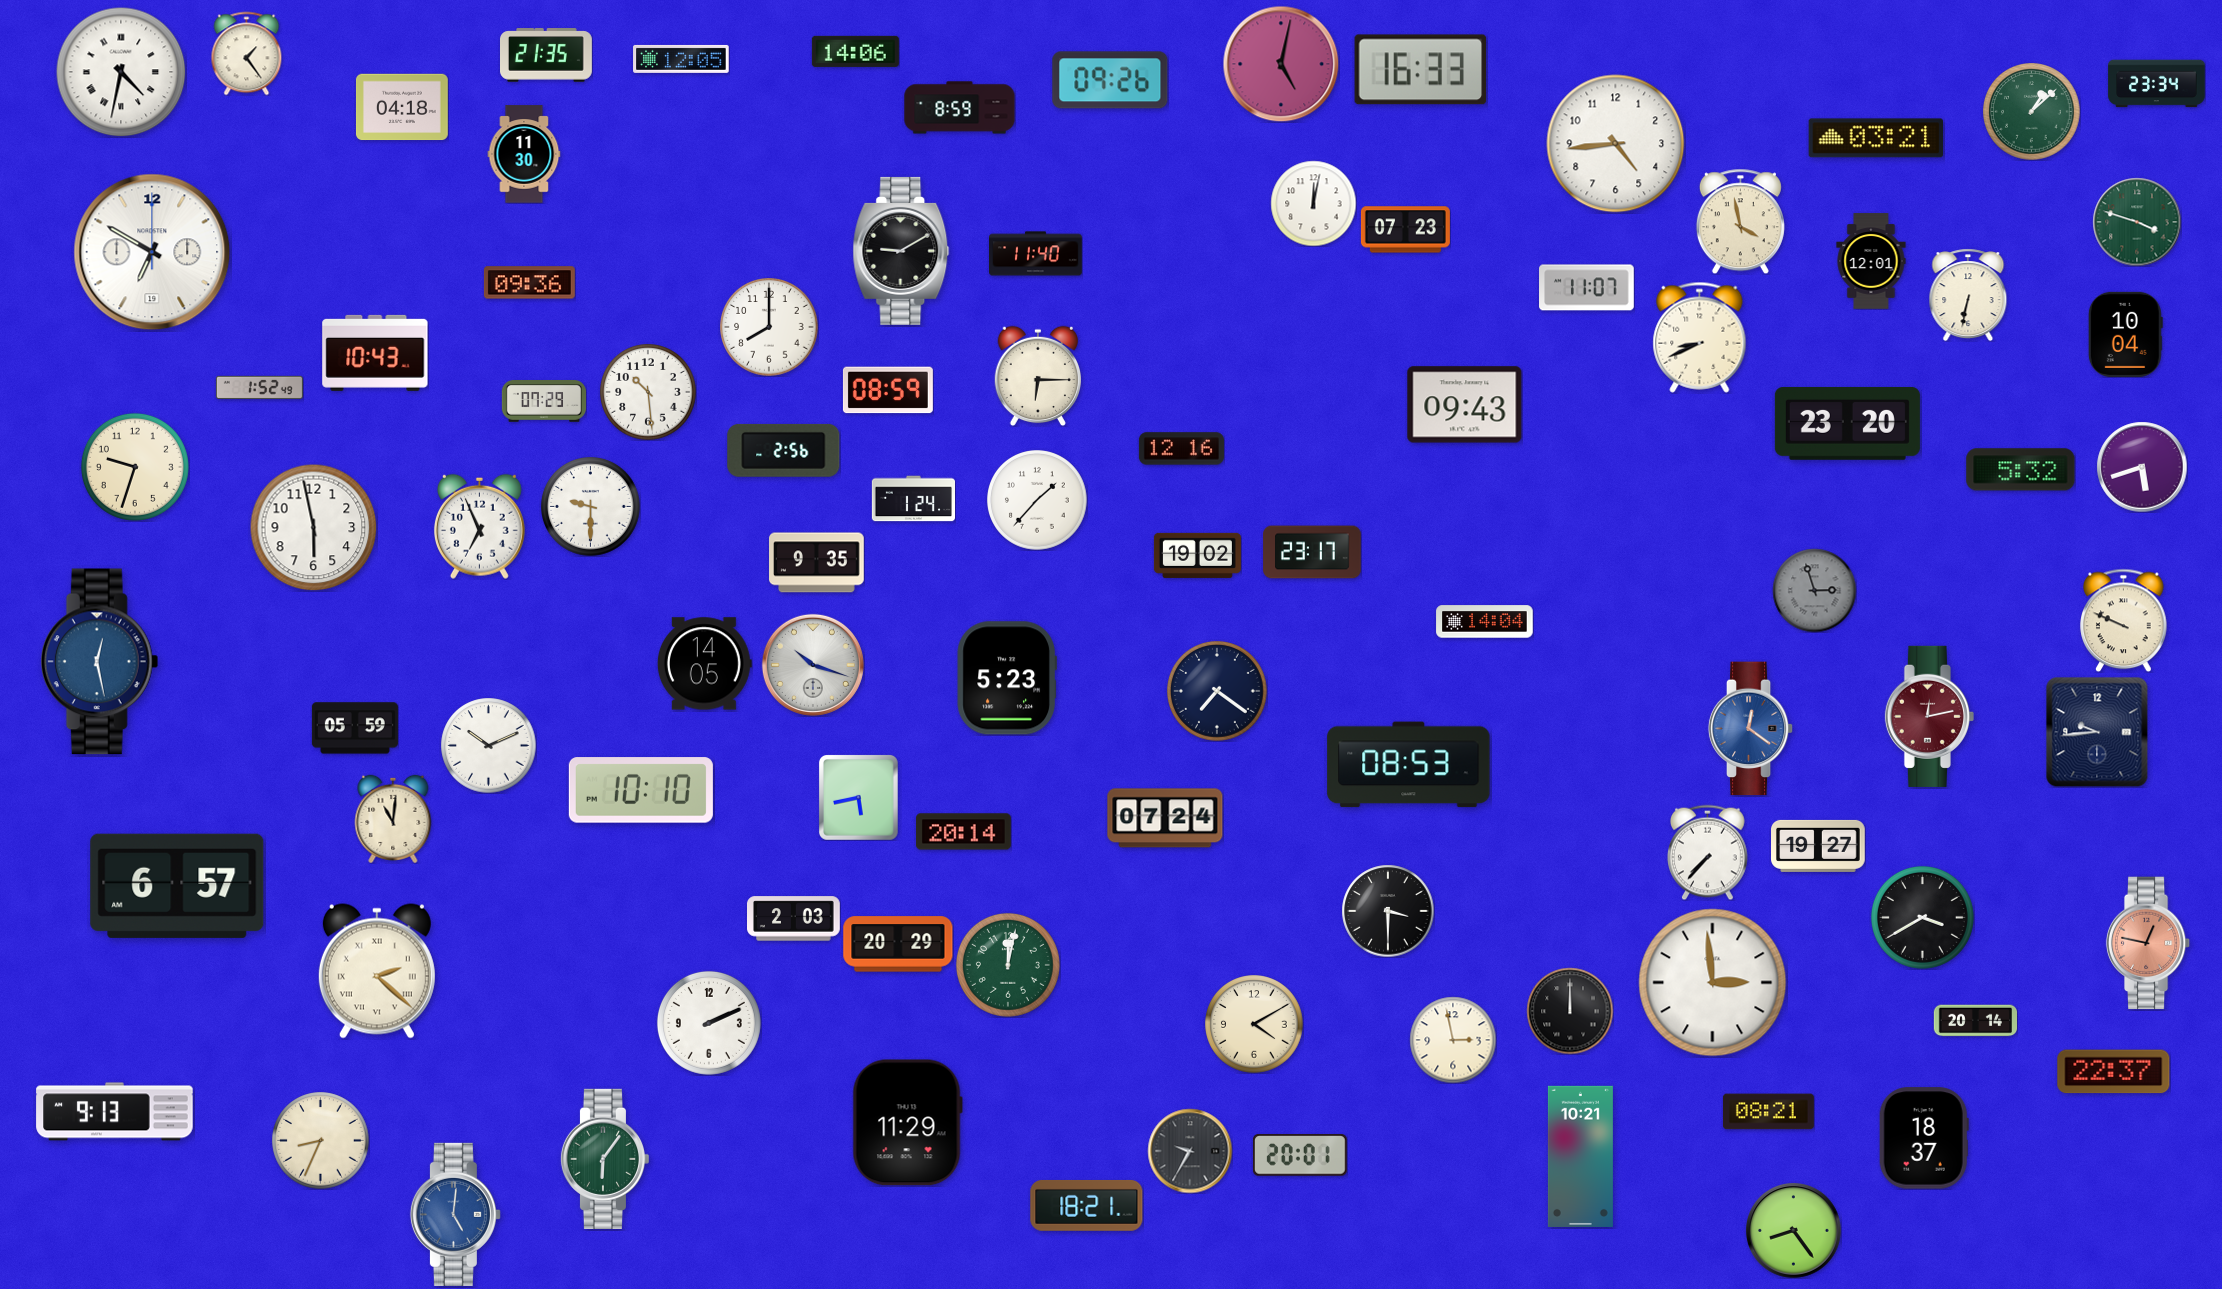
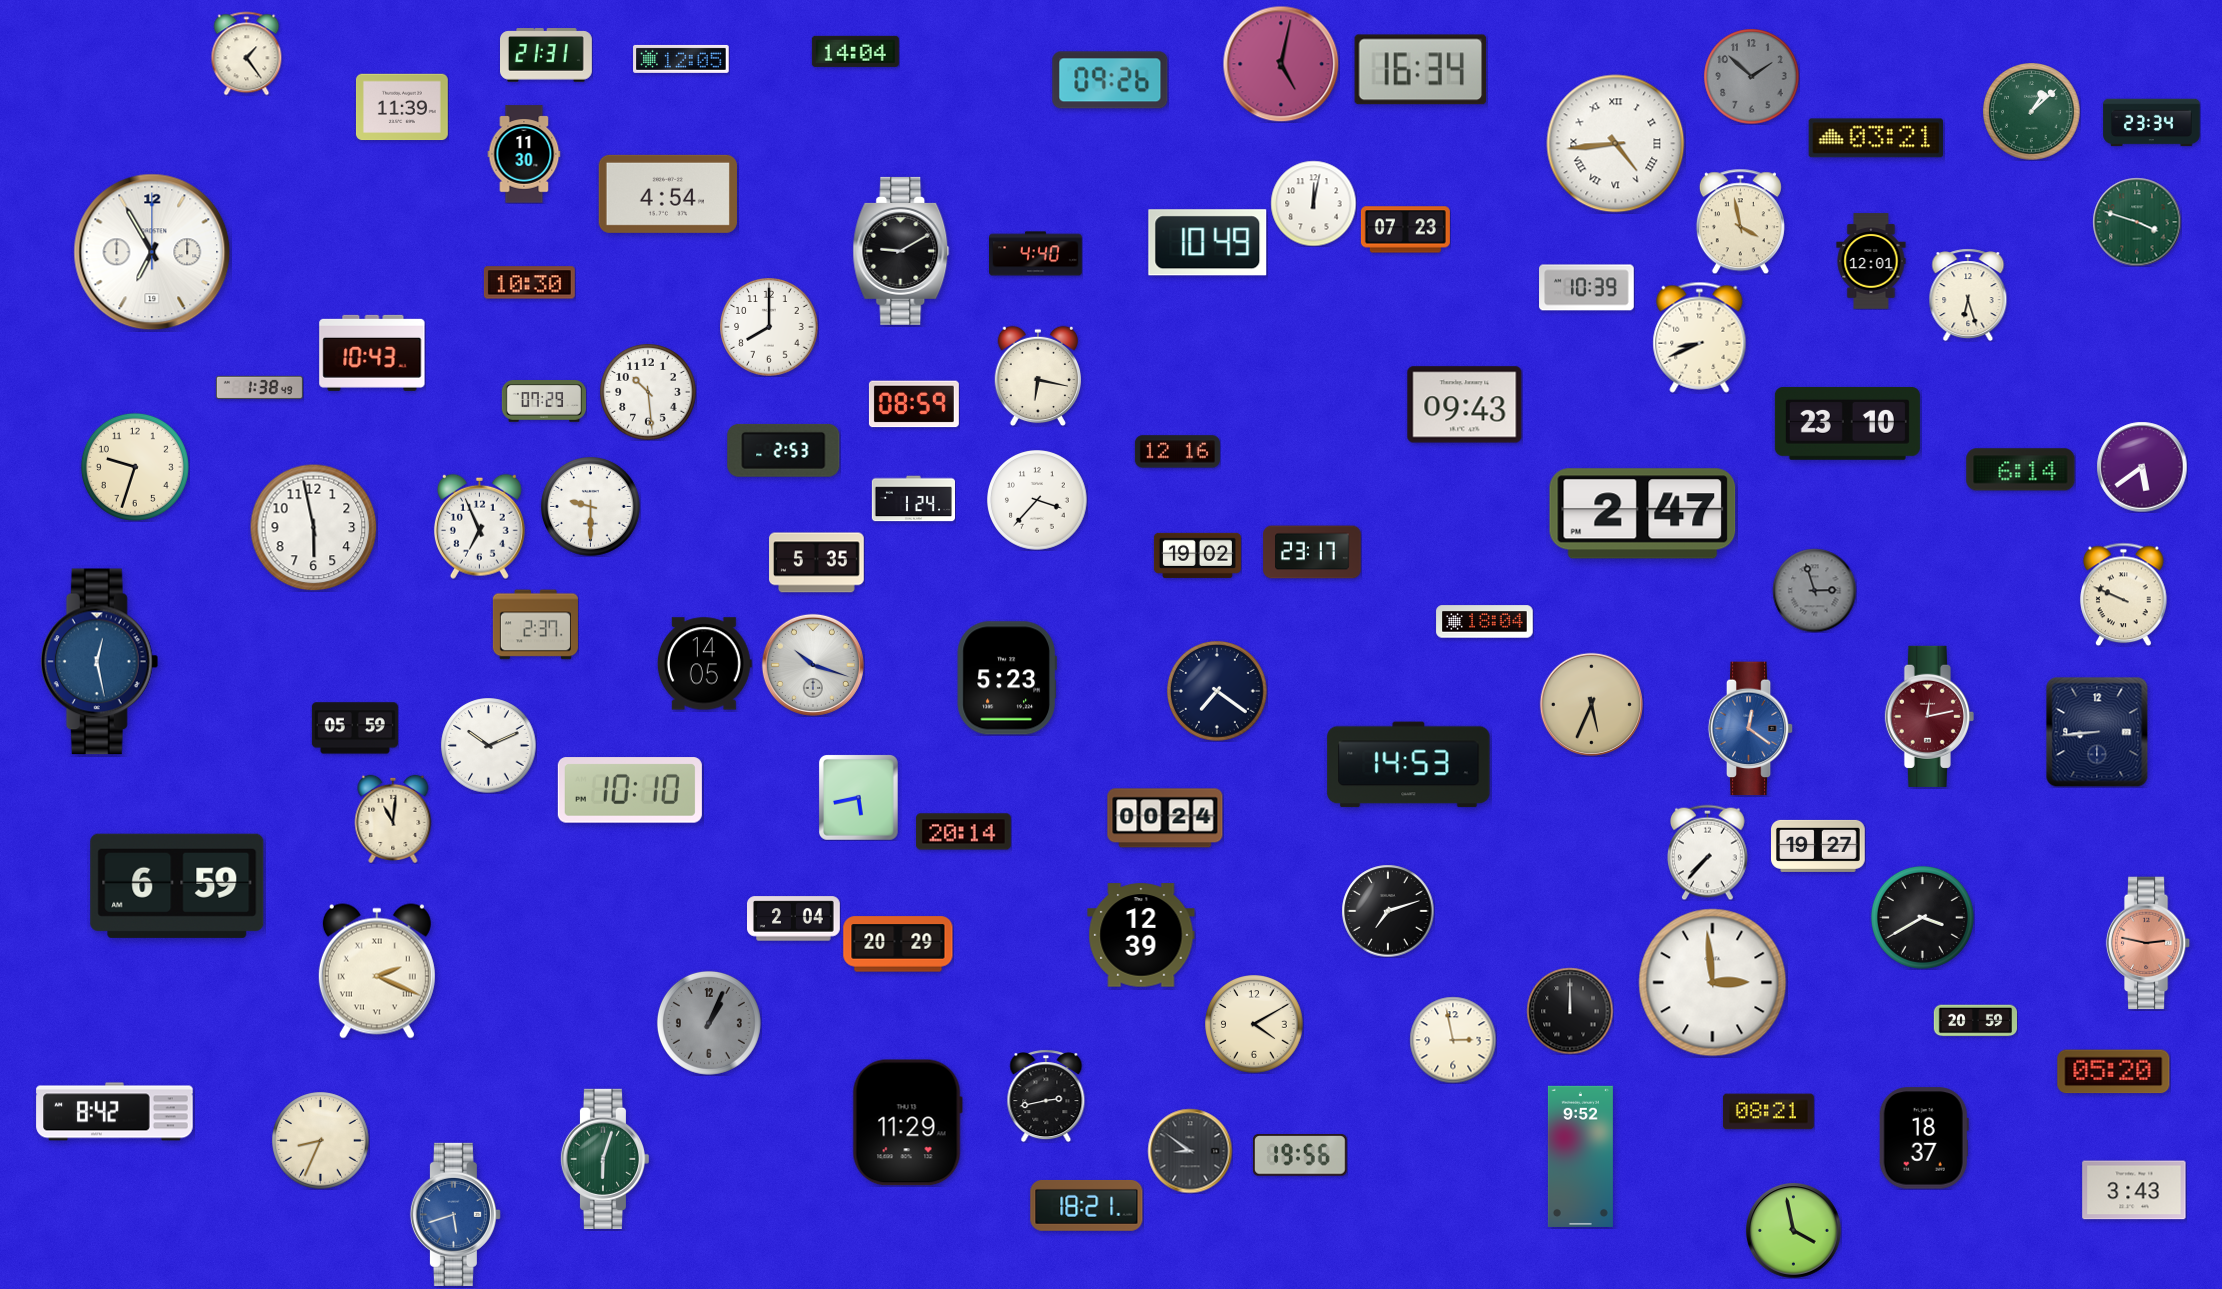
clock at (855, 51): 14:06 -> 14:04
clock at (547, 55): 21:35 -> 21:31
clock at (1421, 70): 16:33 -> 16:34
clock at (121, 72): 4:32 -> none
clock at (1751, 76): none -> 1:52
clock at (2157, 84) position: (2157, 84) -> (2152, 123)
clock at (402, 107): 04:18 -> 11:39
clock at (960, 108): 8:59 -> none
clock at (1616, 144) numerals: Arabic -> Roman
clock at (668, 194): none -> 4:54
clock at (1208, 243): none -> 10:49
clock at (152, 252): 6:50 -> 6:55
clock at (1036, 254): 11:40 -> 4:40
clock at (529, 283): 09:36 -> 10:30
clock at (1587, 288): 11:07 -> 10:39
clock at (1968, 295): 6:32 -> 6:27
clock at (2125, 334): 10:04 -> none
clock at (375, 353) position: (375, 353) -> (372, 353)
clock at (1037, 376): 6:15 -> 6:17
clock at (259, 387): 1:52 -> 1:38
clock at (888, 390) position: (888, 390) -> (914, 404)
clock at (1847, 423): 23:20 -> 23:10
clock at (1181, 449) position: (1181, 449) -> (1177, 452)
clock at (784, 450): 2:56 -> 2:53
clock at (2142, 467): 5:42 -> 5:39
clock at (2021, 470): 5:32 -> 6:14
clock at (1038, 501): 1:37 -> 3:37
clock at (1643, 514): none -> 2:47
clock at (817, 563): 9:35 -> 5:35
clock at (2124, 620) position: (2124, 620) -> (2124, 594)
clock at (1485, 622): 14:04 -> 18:04
clock at (535, 625): none -> 2:37
clock at (1591, 704): none -> 5:34
clock at (2097, 732): 9:44 -> 8:44
clock at (1409, 765): 08:53 -> 14:53
clock at (641, 790) position: (641, 790) -> (630, 790)
clock at (1165, 818): 07:24 -> 00:24
clock at (177, 886): 6:57 -> 6:59
clock at (1388, 911): 3:30 -> 7:12
clock at (794, 919): 2:03 -> 2:04
clock at (1141, 935): none -> 12:39
clock at (2148, 943): 12:47 -> 2:47
clock at (1008, 965): 12:02 -> none
clock at (377, 971): 2:22 -> 2:19
clock at (1975, 1021): 20:14 -> 20:59
clock at (709, 1023): 2:11 -> 1:04
clock at (709, 1023) dial: white -> grey
clock at (2114, 1072): 22:37 -> 05:20
clock at (1046, 1096): none -> 2:43
clock at (115, 1112): 9:13 -> 8:42
clock at (1190, 1151): 9:35 -> 8:51
clock at (1300, 1155): 20:01 -> 19:56
clock at (1580, 1156): 10:21 -> 9:52
clock at (604, 1159): 6:06 -> 6:03
clock at (2134, 1190): none -> 3:43
clock at (455, 1214): 5:01 -> 5:42
clock at (1794, 1231): 8:24 -> 3:58
